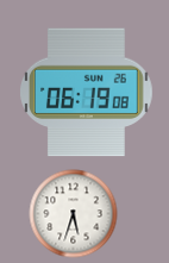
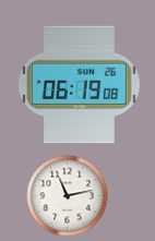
clock at (74, 214): 5:33 -> 11:13
